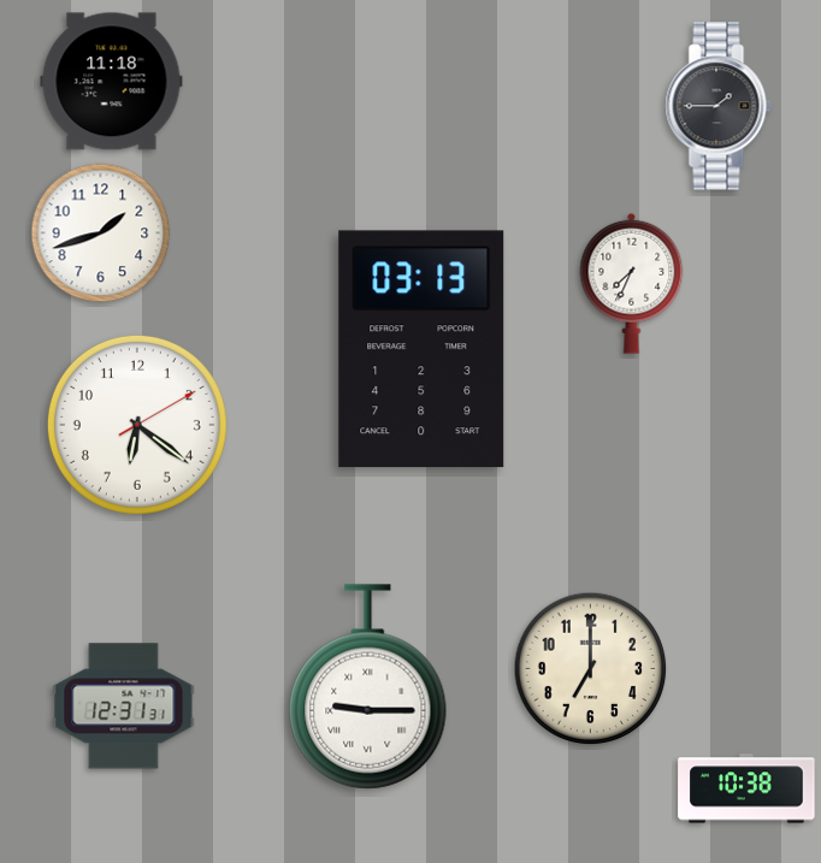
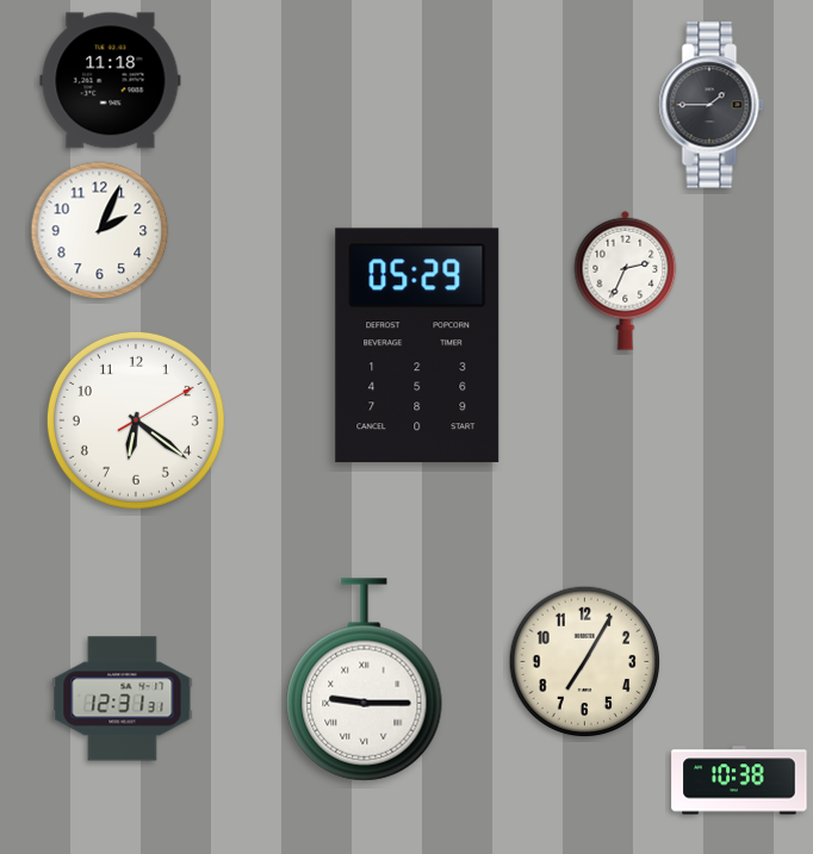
clock at (101, 234): 1:42 -> 2:04
clock at (632, 283): 7:34 -> 2:34
clock at (421, 349): 03:13 -> 05:29
clock at (591, 669): 7:00 -> 7:05
